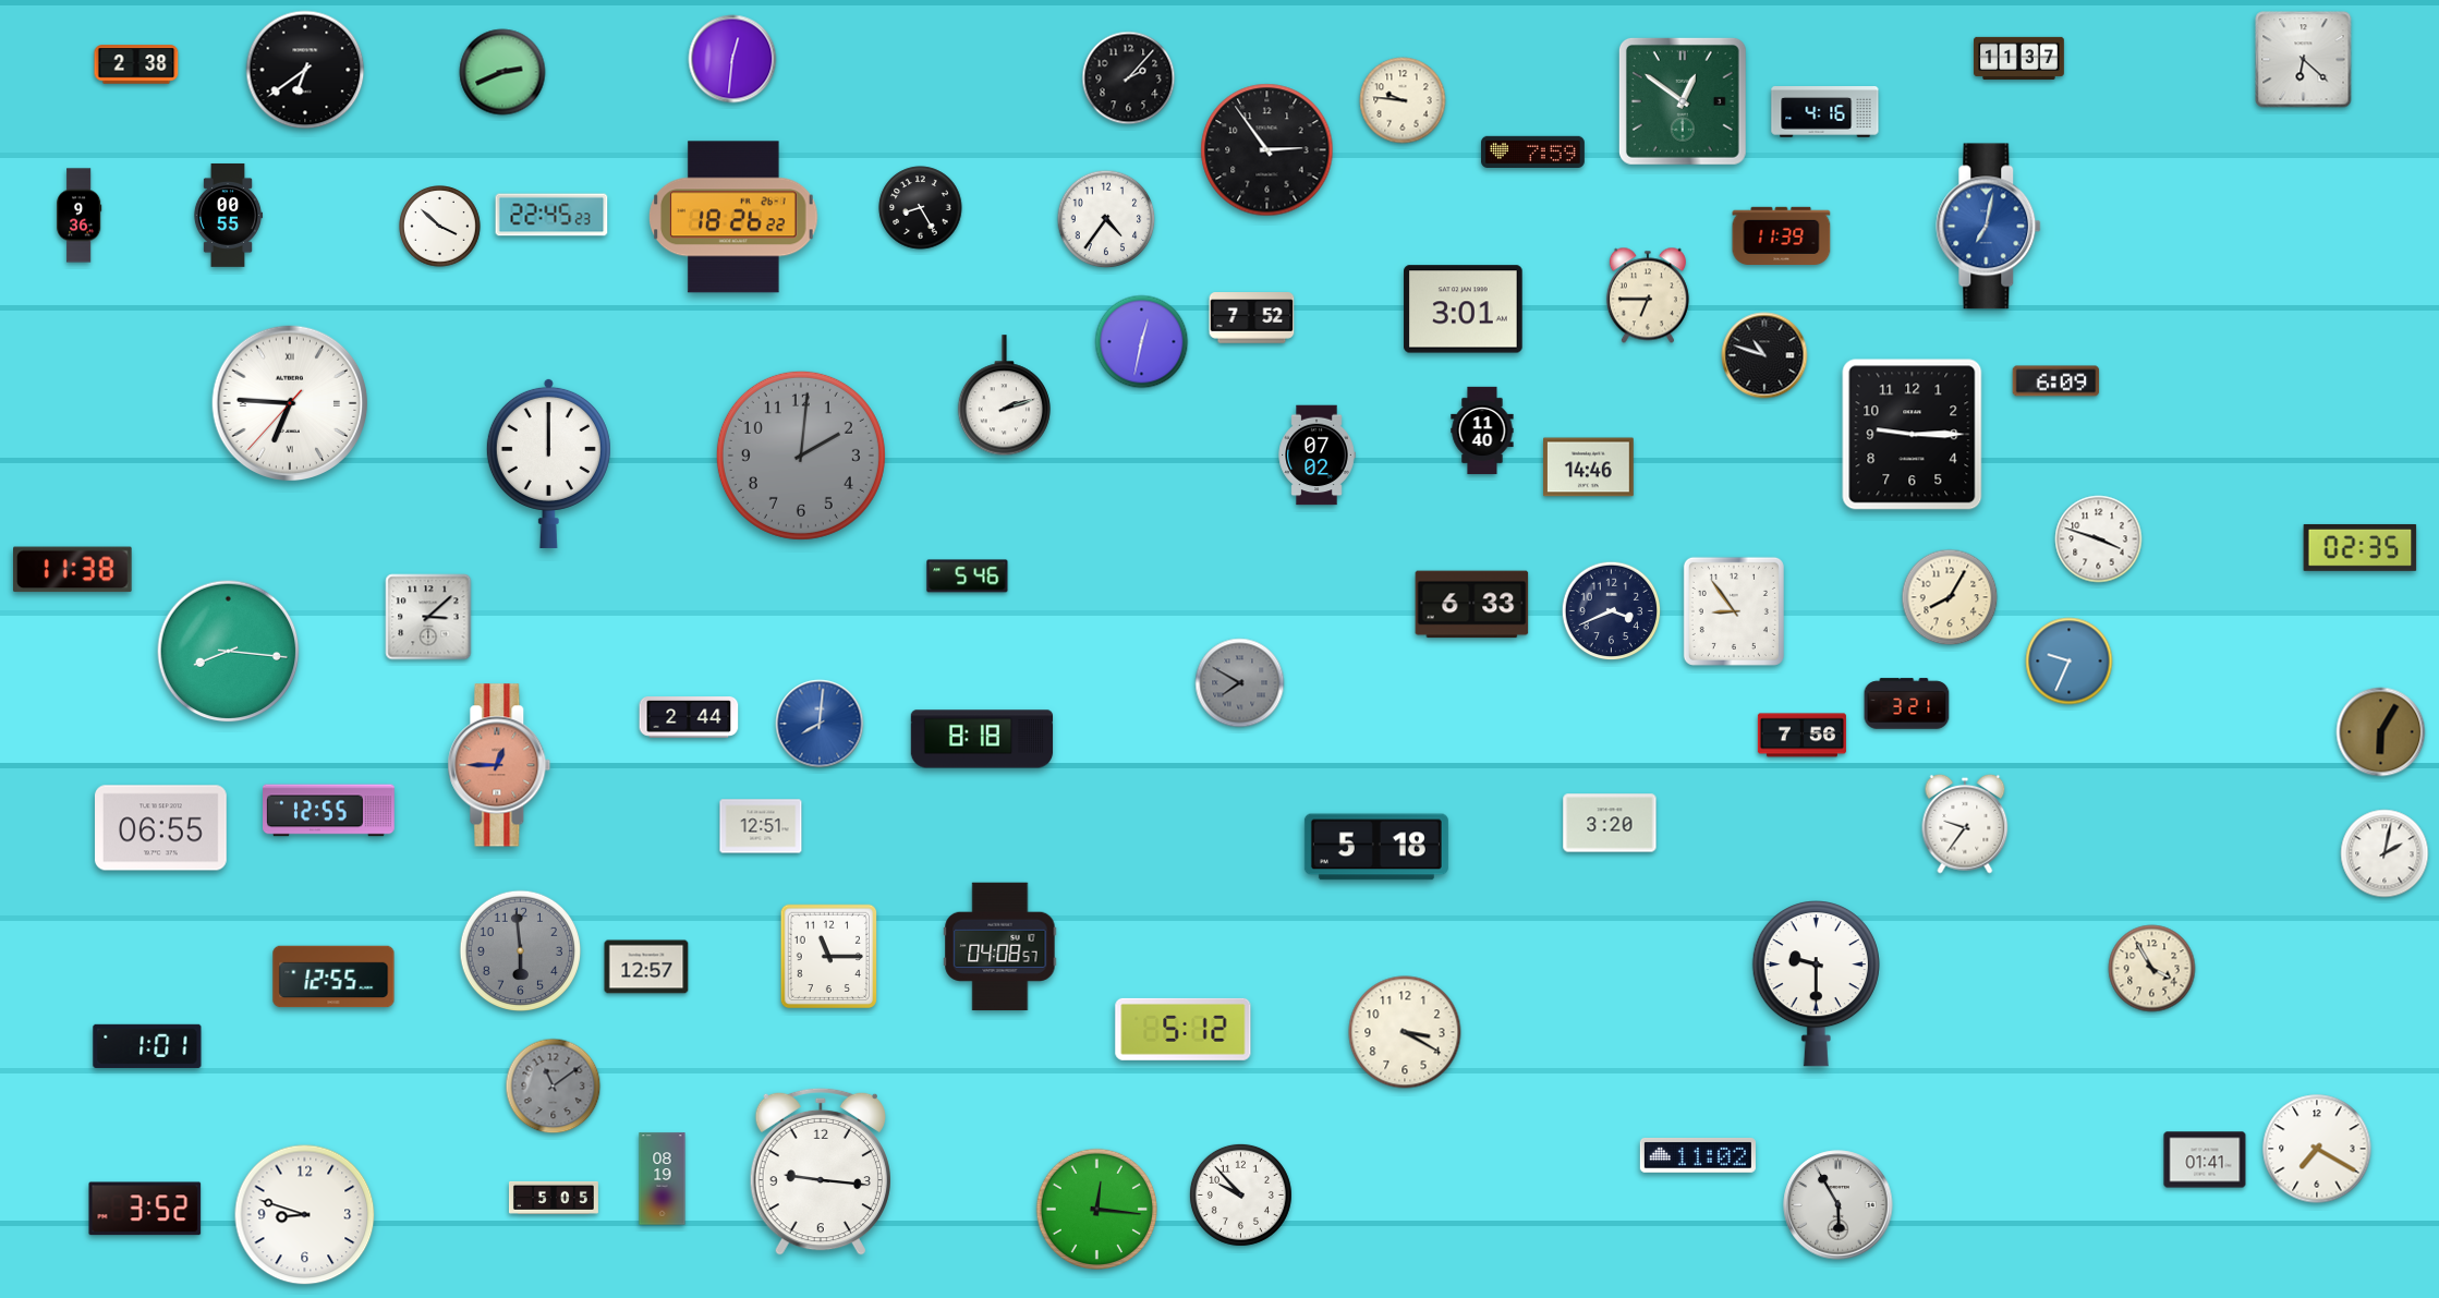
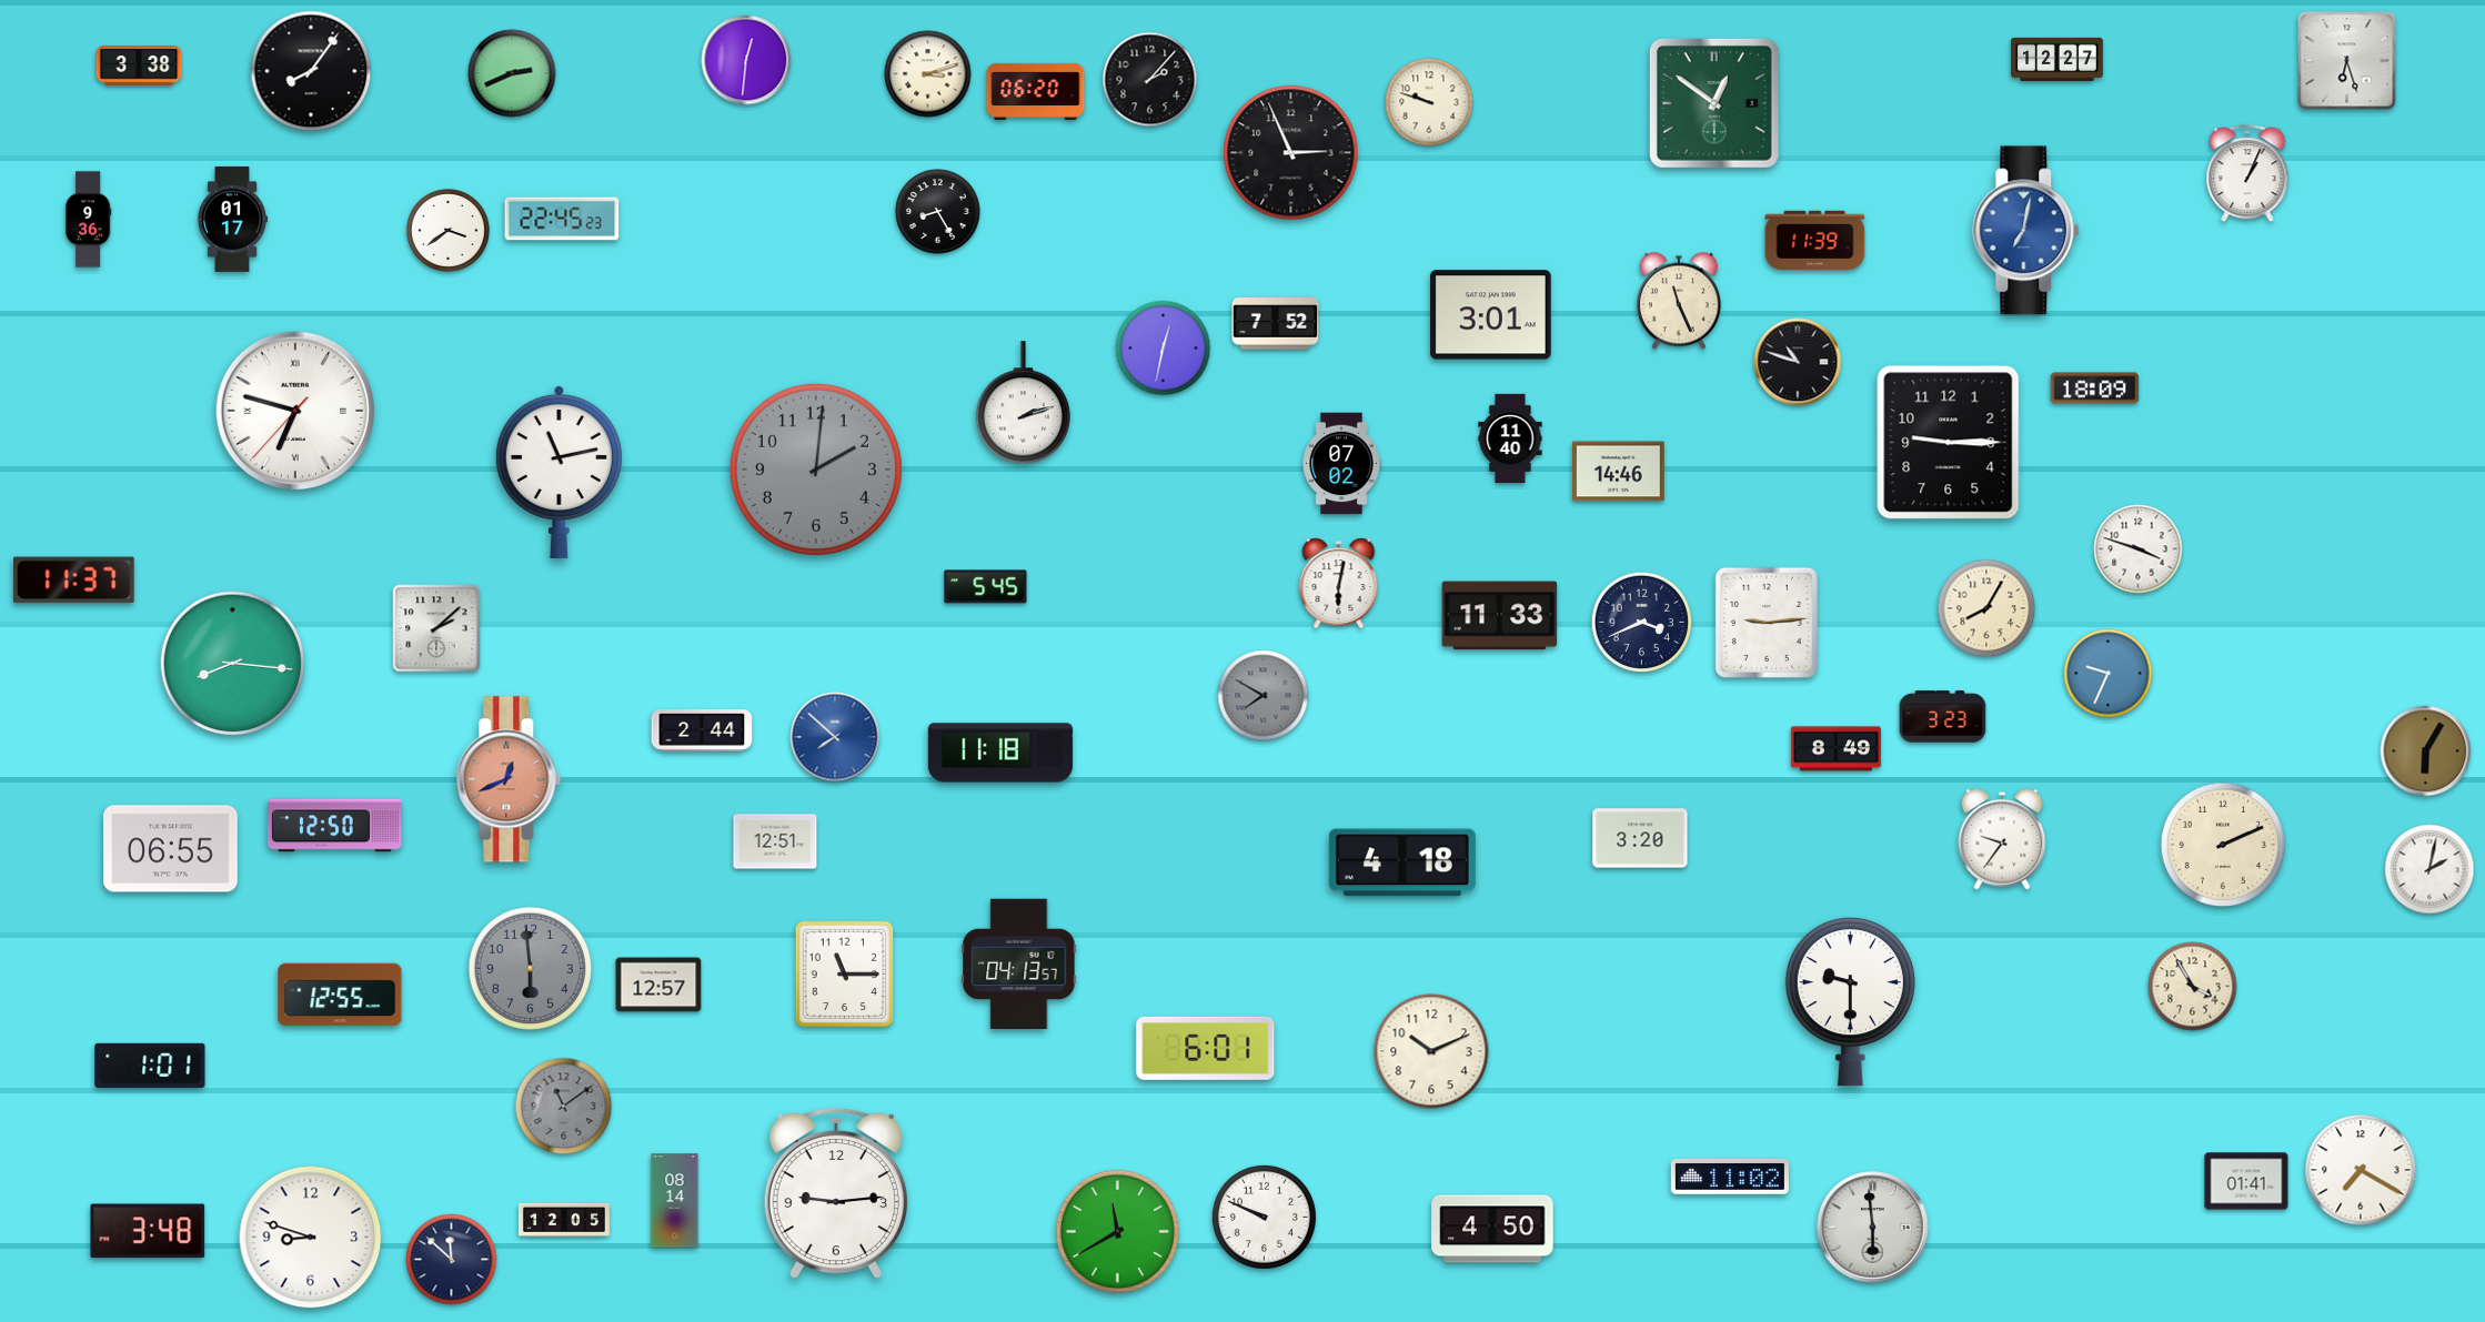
clock at (2019, 58): 11:37 -> 12:27
clock at (2304, 60): 6:22 -> 6:27
clock at (136, 64): 2:38 -> 3:38
clock at (305, 70): 6:39 -> 8:06
clock at (928, 74): none -> 3:12
clock at (1036, 91): none -> 06:20
clock at (1403, 100): 9:46 -> 9:48
clock at (1825, 112): 4:16 -> none
clock at (1267, 150): 2:54 -> 2:56
clock at (1532, 151): 7:59 -> none
clock at (2247, 174): none -> 1:04
clock at (228, 215): 00:55 -> 01:17
clock at (80, 216) position: (80, 216) -> (89, 220)
clock at (733, 217): 18:26 -> none
clock at (1106, 219): 4:36 -> none
clock at (440, 227): 3:52 -> 3:39
clock at (1648, 295): 6:45 -> 11:26
clock at (2056, 381): 6:09 -> 18:09
clock at (290, 403): 6:45 -> 6:47
clock at (801, 456) position: (801, 456) -> (816, 470)
clock at (548, 463): 12:00 -> 11:13
clock at (1589, 468) position: (1589, 468) -> (1619, 472)
clock at (2361, 547): 02:35 -> none
clock at (73, 570): 11:38 -> 11:37
clock at (1339, 584): none -> 6:02
clock at (968, 577): 5:46 -> 5:45
clock at (1472, 605): 6:33 -> 11:33
clock at (1734, 611): 8:54 -> 9:14
clock at (428, 617): 3:08 -> 2:08
clock at (1907, 704): 3:21 -> 3:23
clock at (820, 724): 8:01 -> 7:52
clock at (2381, 732) position: (2381, 732) -> (2426, 751)
clock at (1801, 736): 7:56 -> 8:49
clock at (982, 739): 8:18 -> 11:18
clock at (499, 765): 12:45 -> 12:41
clock at (329, 811): 12:55 -> 12:50
clock at (161, 828) position: (161, 828) -> (171, 849)
clock at (2223, 845): none -> 2:11
clock at (1376, 847): 5:18 -> 4:18
clock at (1000, 947): 04:08 -> 04:13
clock at (1184, 1029): 5:12 -> 6:01
clock at (1405, 1032): 3:20 -> 10:11
clock at (821, 1172): 9:16 -> 9:14
clock at (663, 1179): 08:19 -> 08:14
clock at (1240, 1194): 9:53 -> 9:49
clock at (554, 1198): 5:05 -> 12:05
clock at (1839, 1205): 5:55 -> 5:59
clock at (1492, 1229): none -> 4:50
clock at (145, 1209): 3:52 -> 3:48
clock at (1097, 1210): 12:16 -> 11:40
clock at (452, 1260): none -> 11:52
